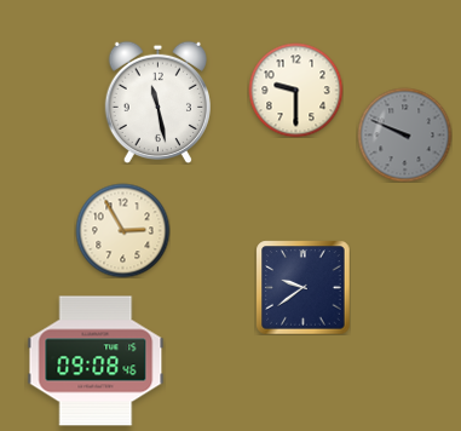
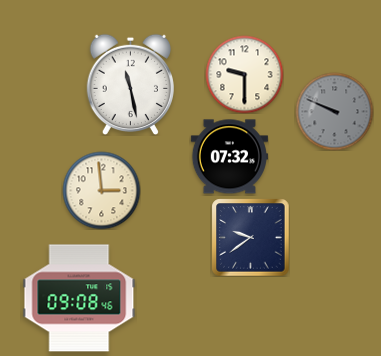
clock at (229, 157): none -> 07:32
clock at (122, 230): 2:55 -> 2:59
